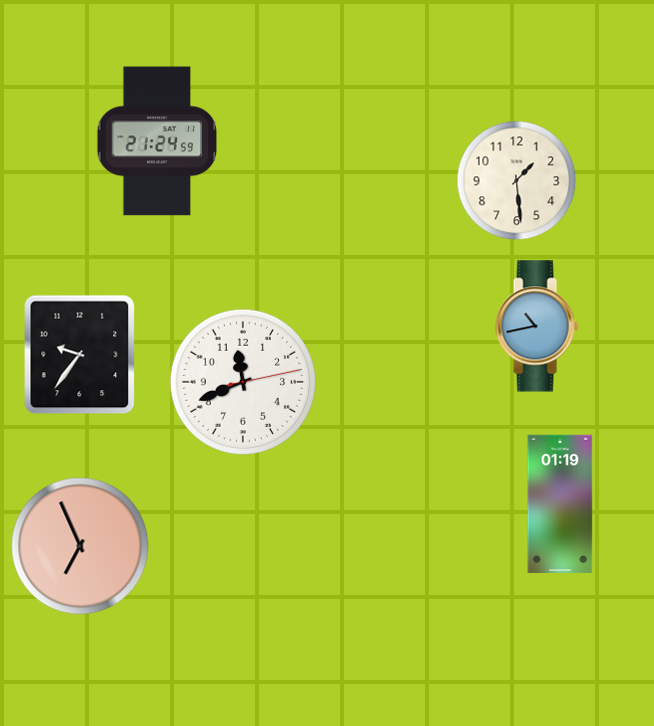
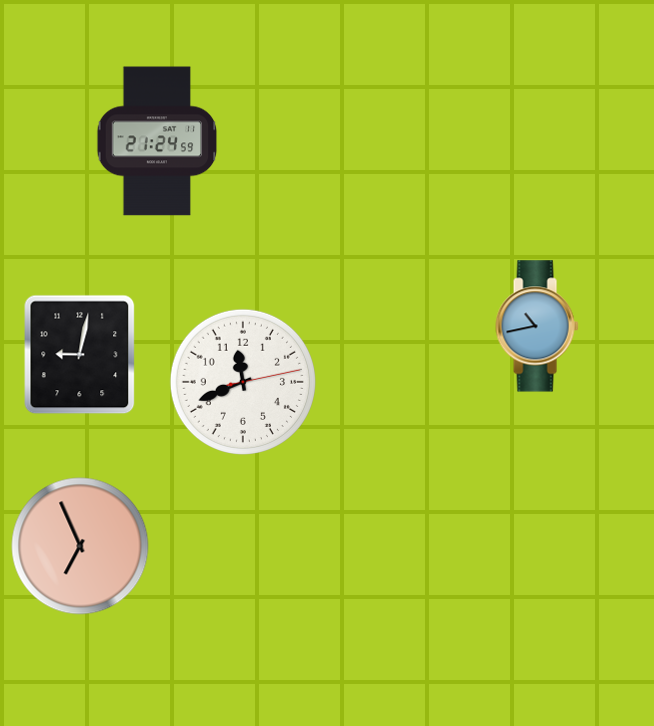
clock at (517, 181): 1:29 -> none
clock at (80, 355): 9:36 -> 9:02
clock at (560, 504): 01:19 -> none
